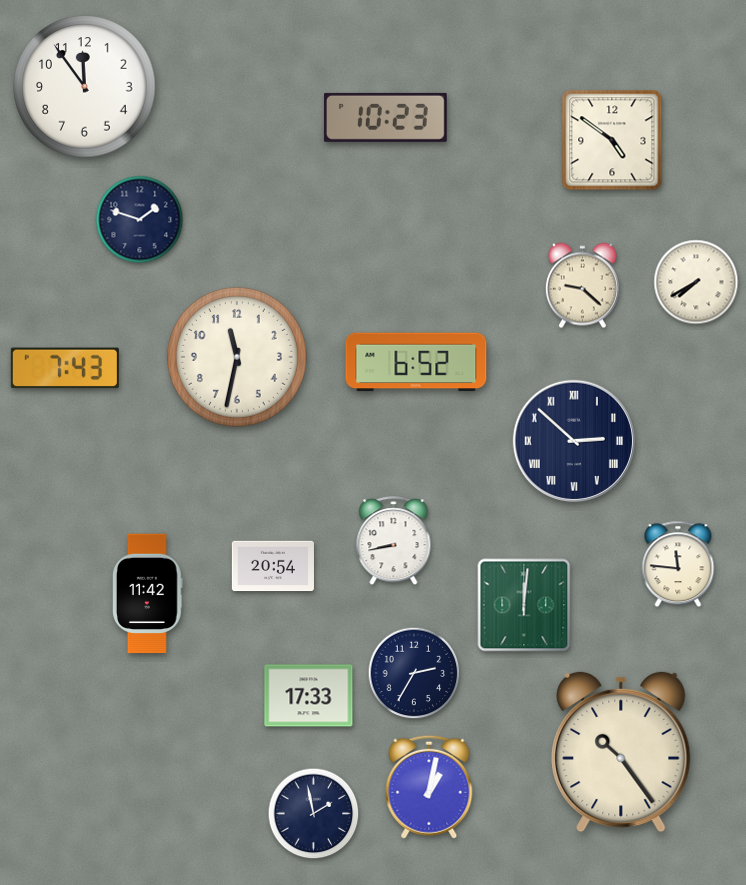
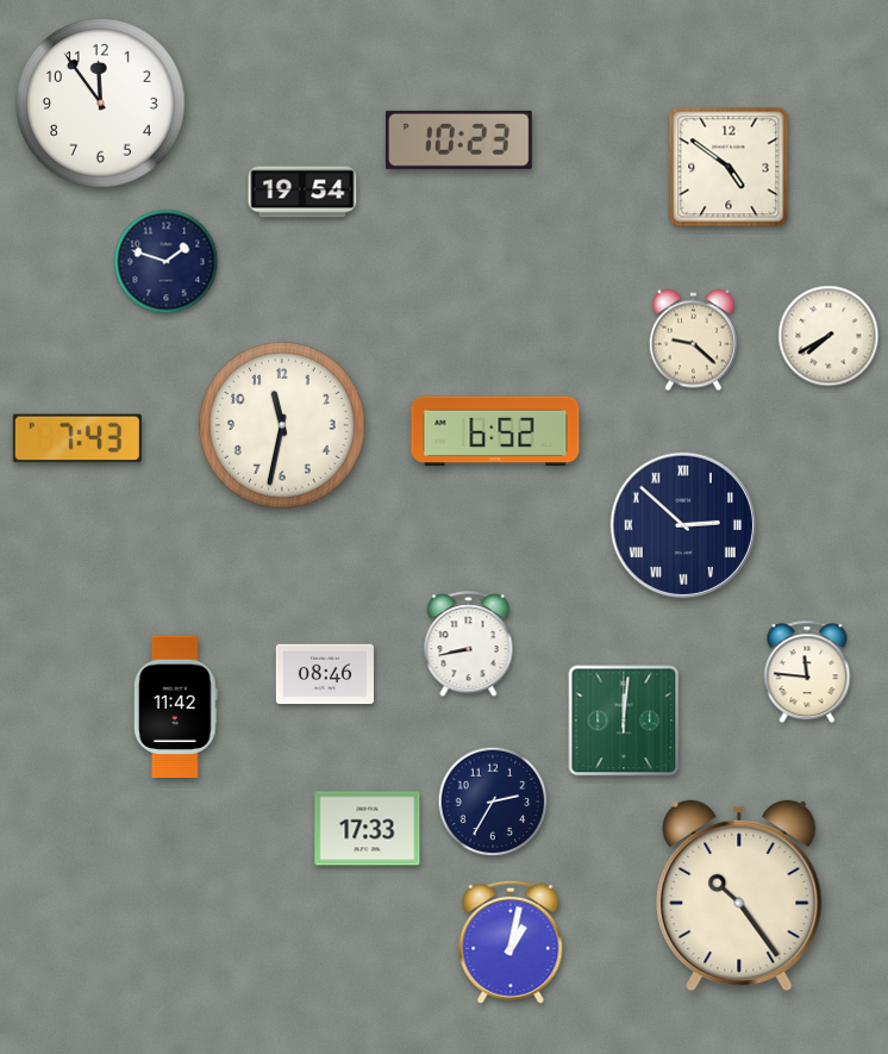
clock at (302, 192): none -> 19:54
clock at (273, 566): 20:54 -> 08:46
clock at (429, 787) position: (429, 787) -> (511, 942)
clock at (314, 814): 1:58 -> none
